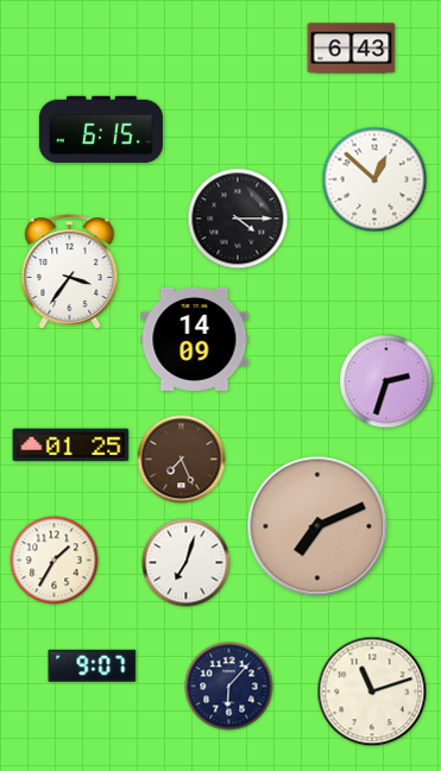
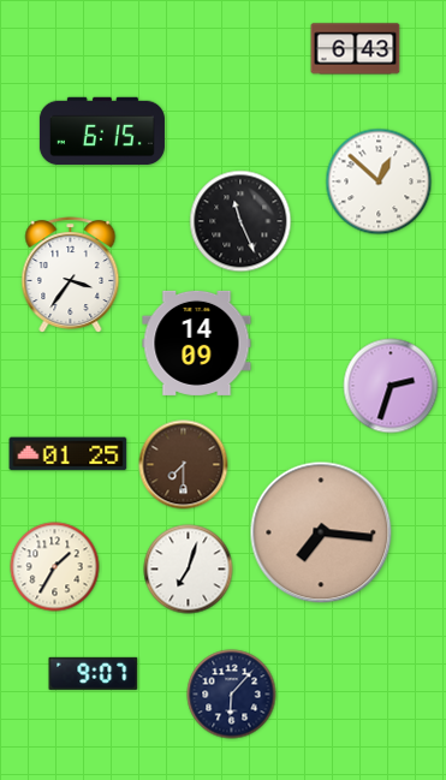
clock at (238, 219): 4:15 -> 11:26
clock at (71, 445) position: (71, 445) -> (69, 454)
clock at (182, 460): 7:26 -> 7:30
clock at (317, 526): 7:11 -> 7:16
clock at (372, 691): 11:12 -> none
